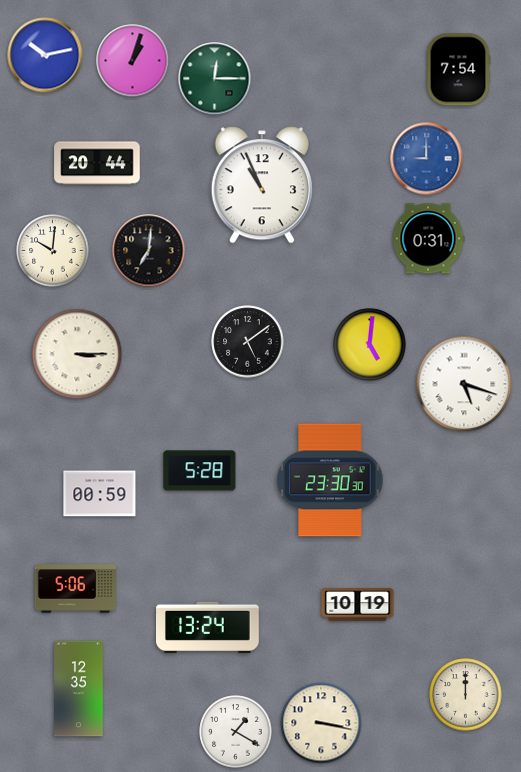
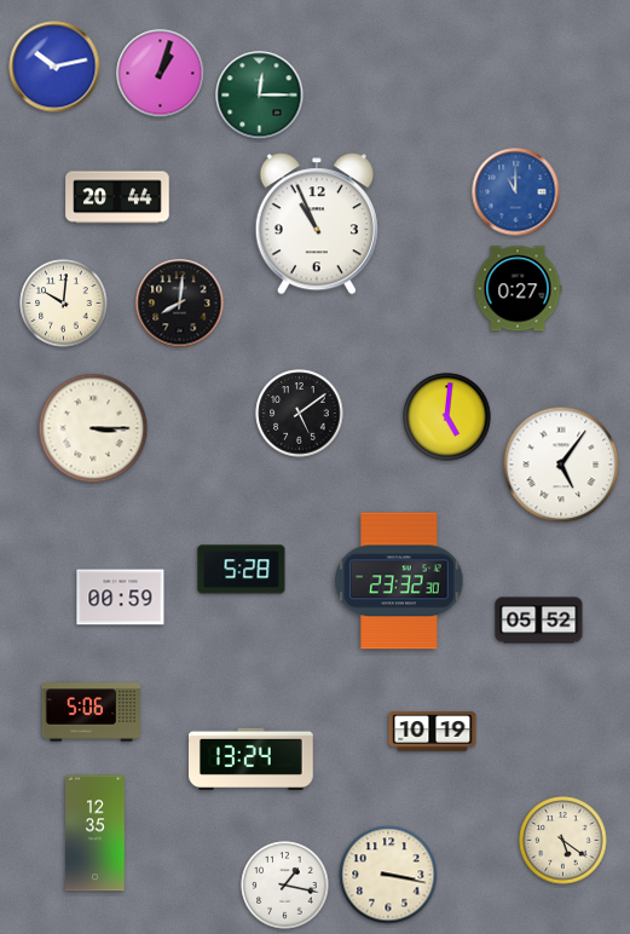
clock at (458, 70): 7:54 -> none
clock at (427, 159): 9:00 -> 11:00
clock at (428, 239): 0:31 -> 0:27
clock at (149, 251): 7:01 -> 8:01
clock at (464, 384): 5:18 -> 5:06
clock at (330, 480): 23:30 -> 23:32
clock at (539, 621): none -> 05:52
clock at (466, 695): 12:00 -> 5:21
clock at (236, 732): 1:20 -> 1:17
